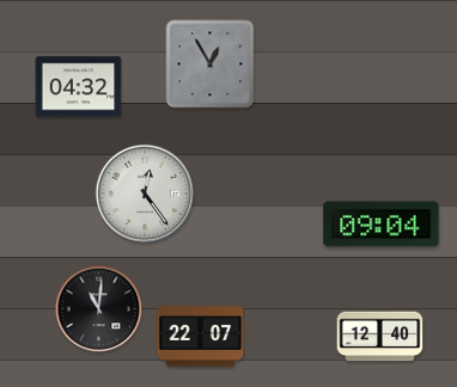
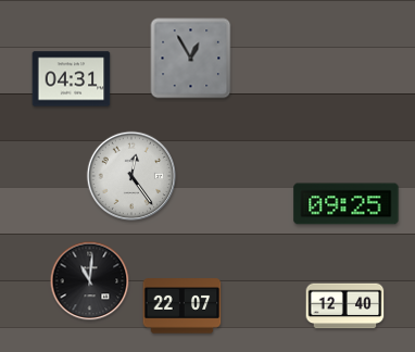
clock at (79, 87): 04:32 -> 04:31
clock at (382, 225): 09:04 -> 09:25
